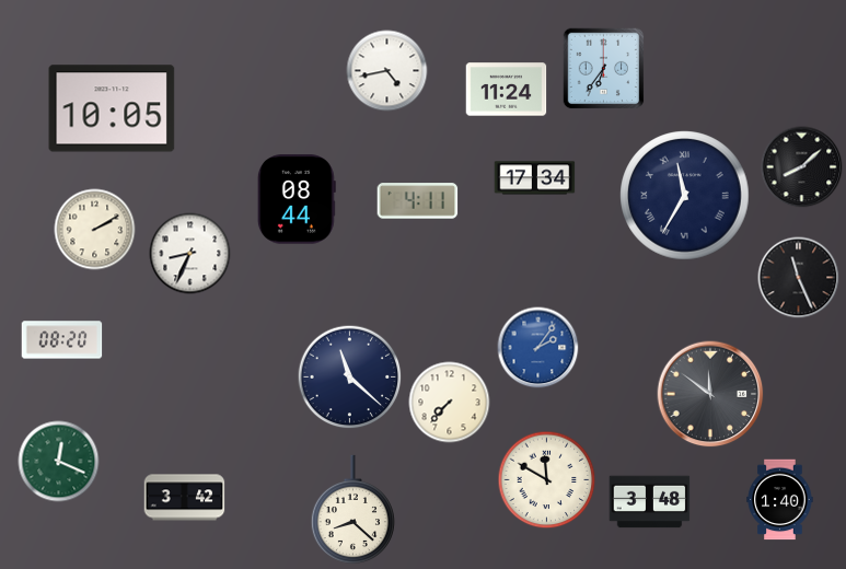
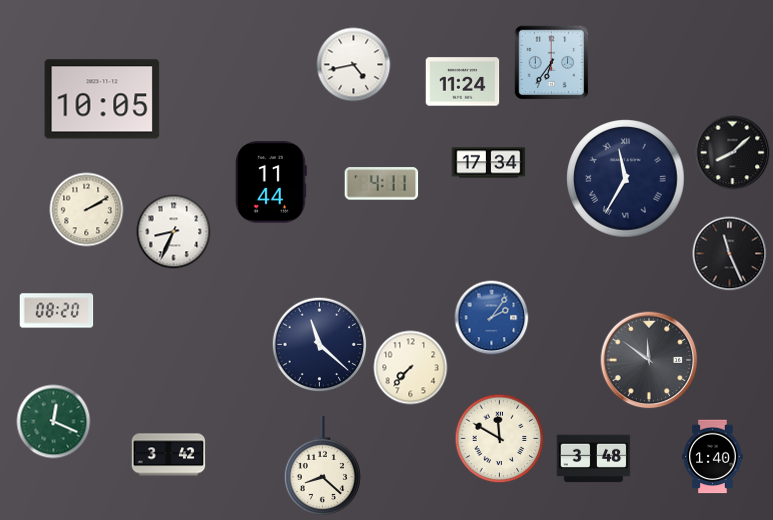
clock at (297, 199): 08:44 -> 11:44
